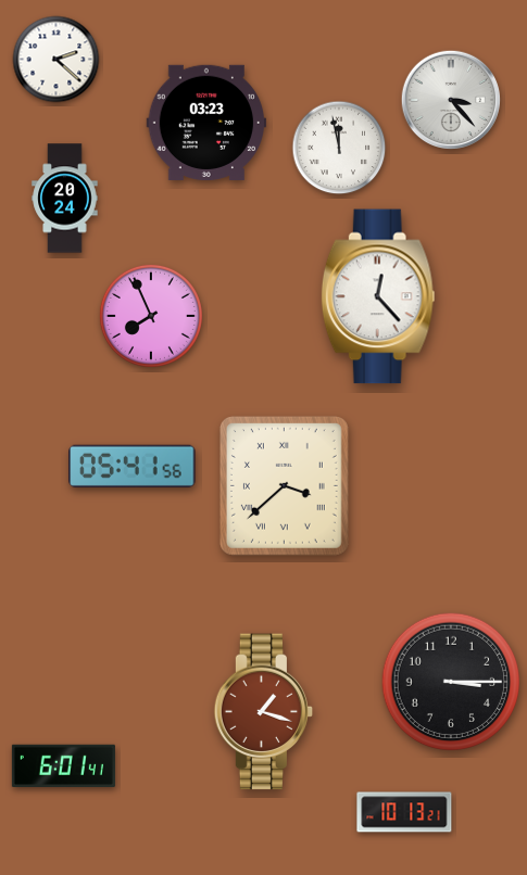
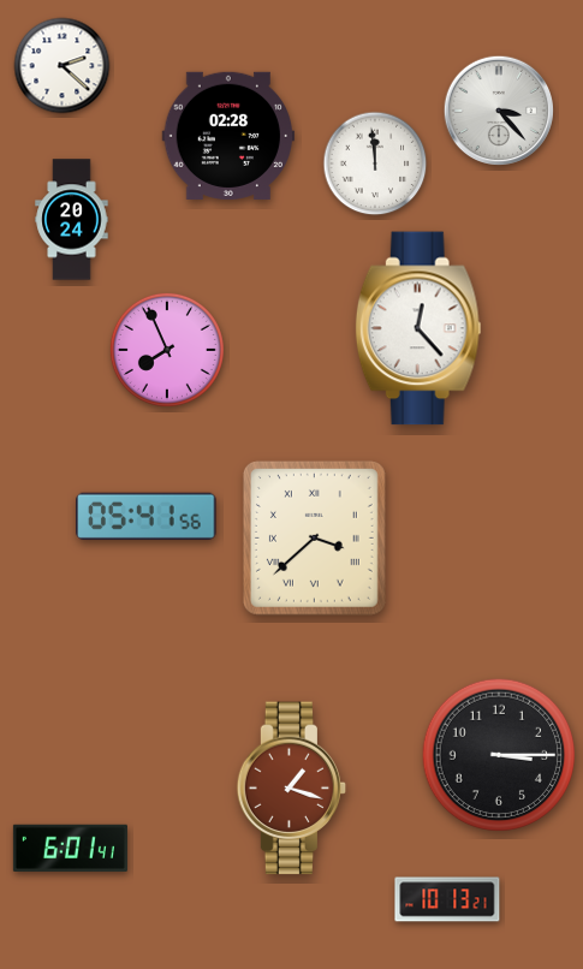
clock at (206, 123): 03:23 -> 02:28
clock at (339, 148): 11:58 -> 11:59
